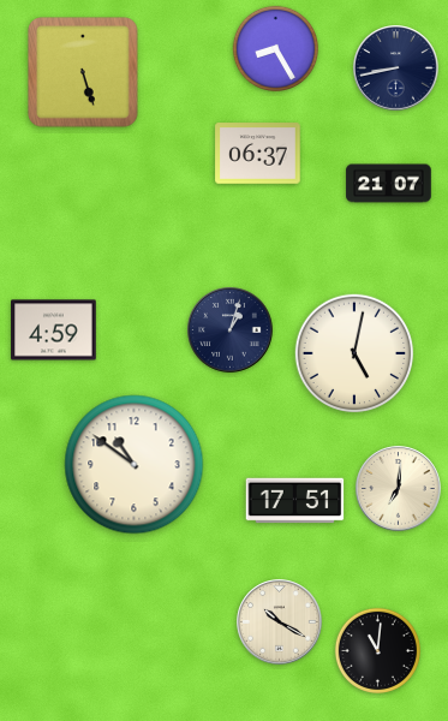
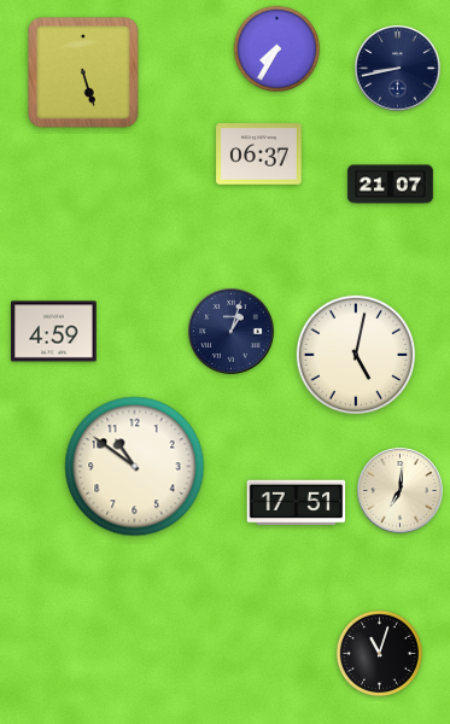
clock at (275, 48): 8:25 -> 7:35
clock at (280, 622): 10:20 -> none
clock at (377, 650): 11:01 -> 11:03
